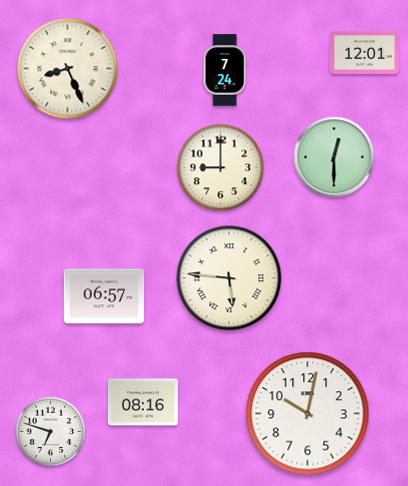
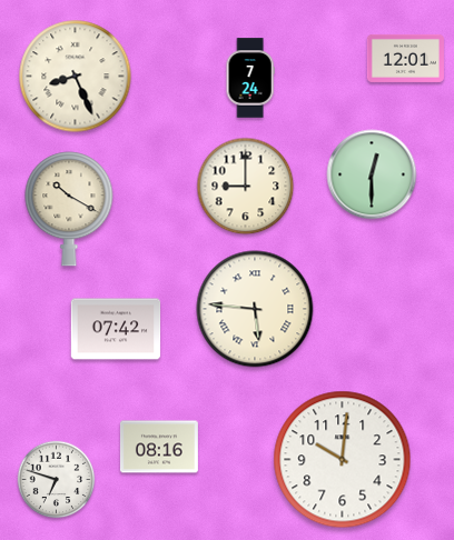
clock at (69, 209): none -> 10:20
clock at (104, 296): 06:57 -> 07:42
clock at (308, 414): 10:02 -> 10:01
